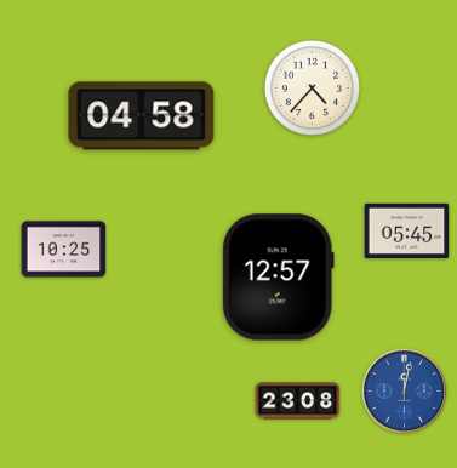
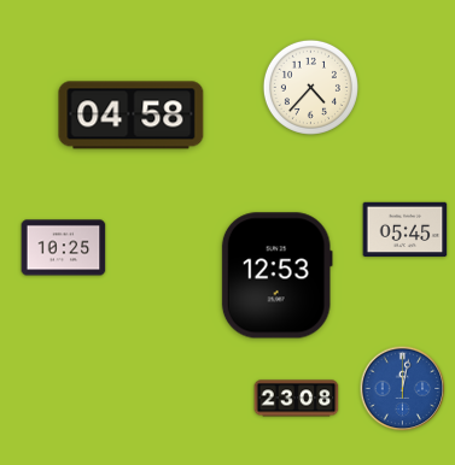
clock at (142, 116) position: (142, 116) -> (132, 116)
clock at (278, 278): 12:57 -> 12:53
